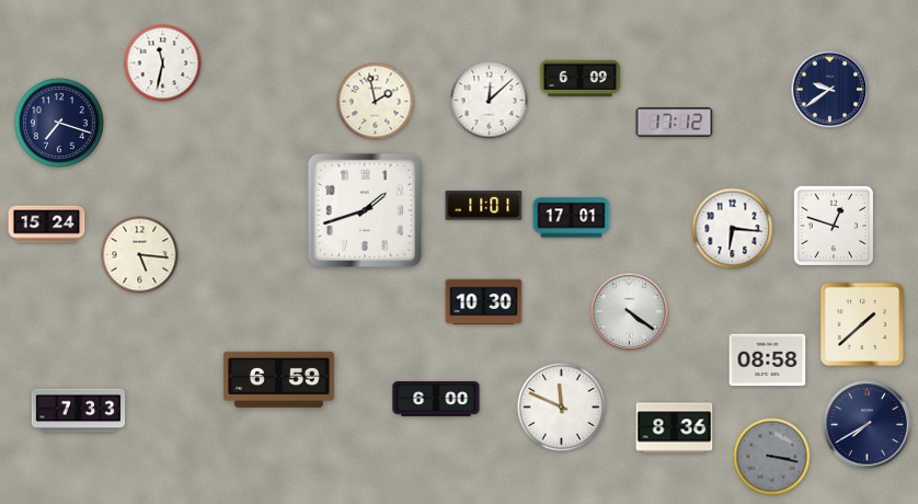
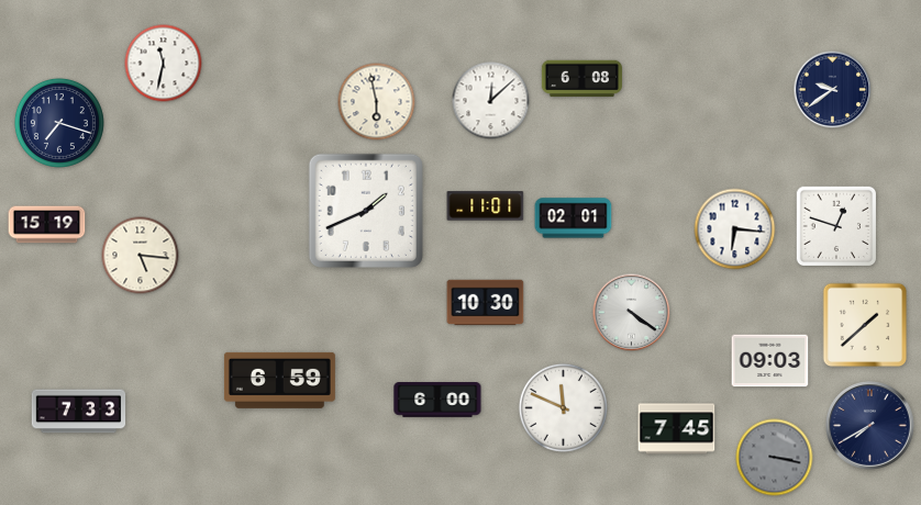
clock at (580, 79): 6:09 -> 6:08
clock at (376, 102): 1:58 -> 5:58
clock at (675, 123): 17:12 -> none
clock at (365, 210): 1:42 -> 1:41
clock at (572, 218): 17:01 -> 02:01
clock at (47, 225): 15:24 -> 15:19
clock at (768, 360): 08:58 -> 09:03
clock at (675, 428): 8:36 -> 7:45
